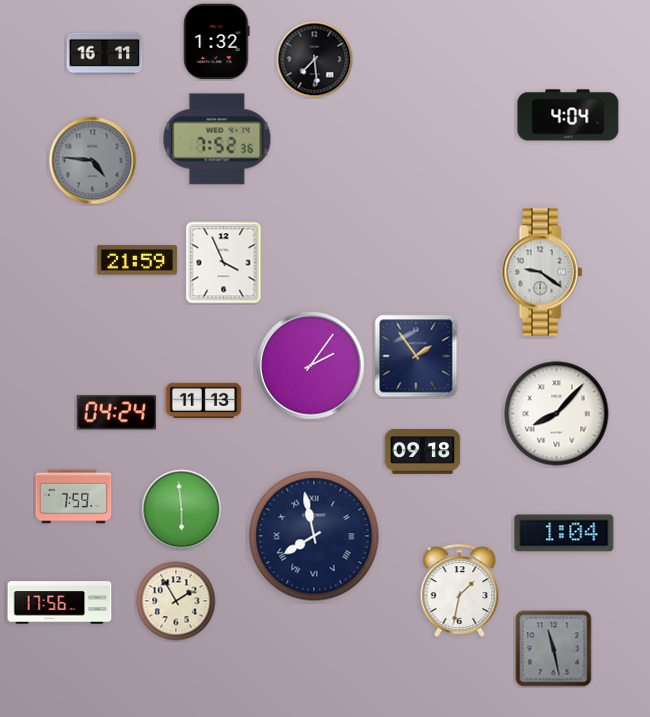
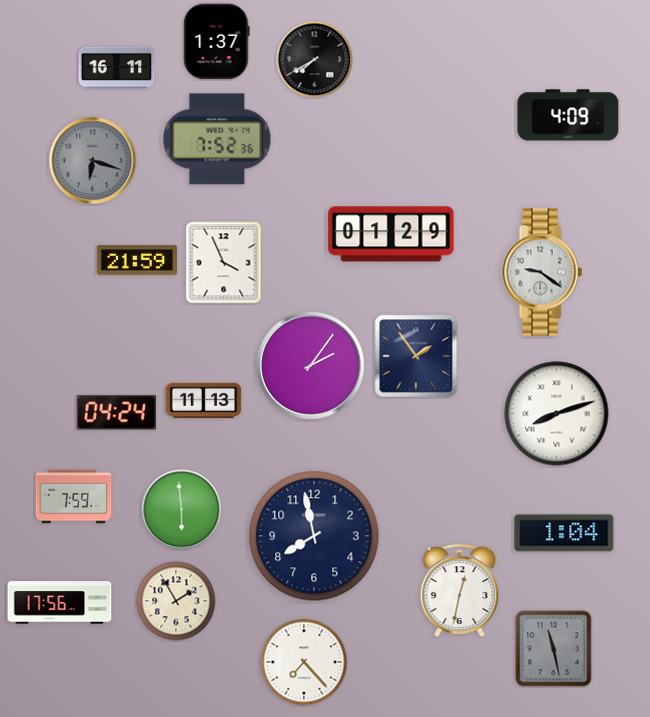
clock at (217, 42): 1:32 -> 1:37
clock at (105, 54) position: (105, 54) -> (117, 68)
clock at (315, 60): 7:29 -> 7:40
clock at (568, 115): 4:04 -> 4:09
clock at (93, 161): 4:46 -> 6:18
clock at (391, 234): none -> 01:29
clock at (557, 414): 8:07 -> 8:12
clock at (423, 452): 09:18 -> none
clock at (314, 536) numerals: Roman -> Arabic
clock at (460, 590): 1:32 -> 12:32
clock at (304, 662): none -> 7:23
